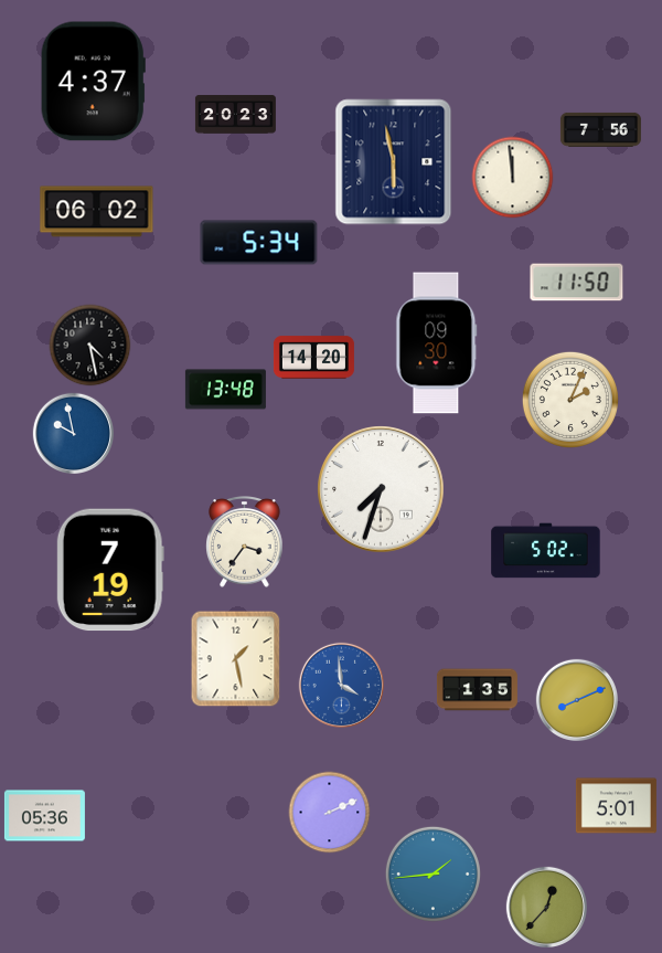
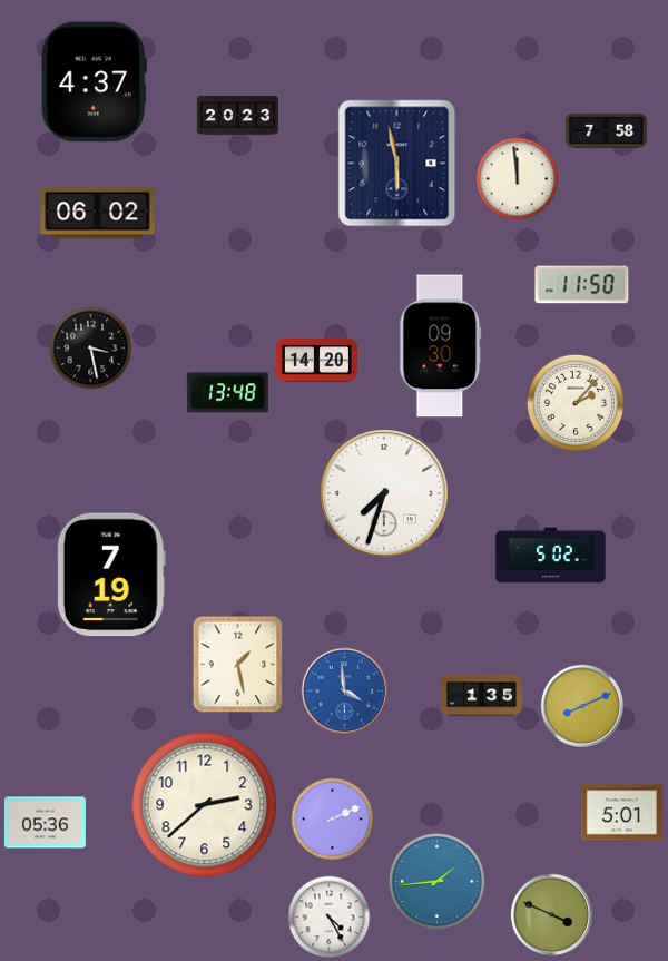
clock at (600, 129): 7:56 -> 7:58
clock at (259, 243): 5:34 -> none
clock at (90, 346): 4:28 -> 3:28
clock at (570, 400): 2:04 -> 2:07
clock at (73, 433): 9:58 -> none
clock at (245, 542): 3:36 -> none
clock at (205, 805): none -> 2:38
clock at (546, 907): 12:37 -> 3:49
clock at (330, 918): none -> 4:25
